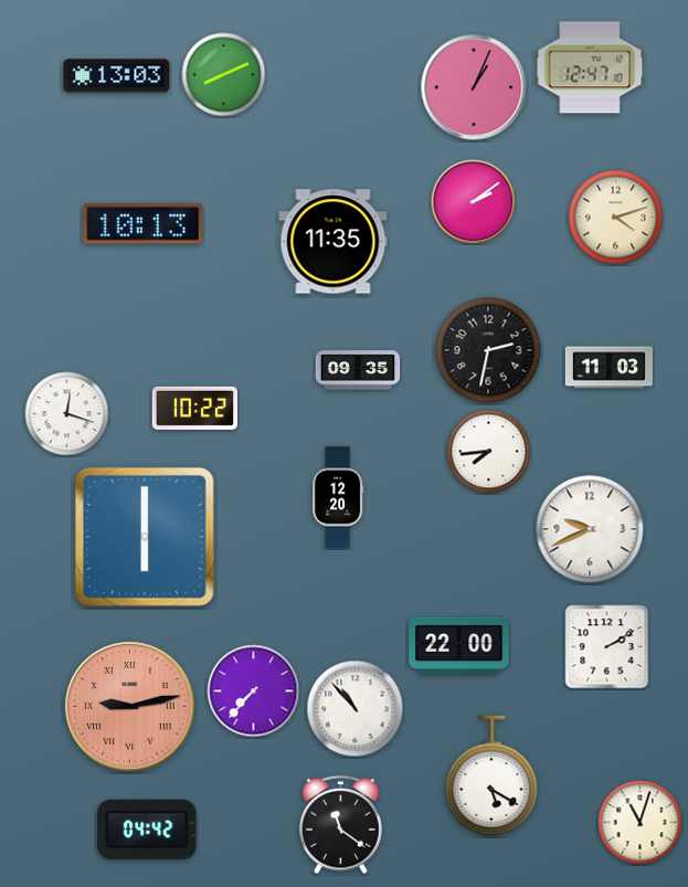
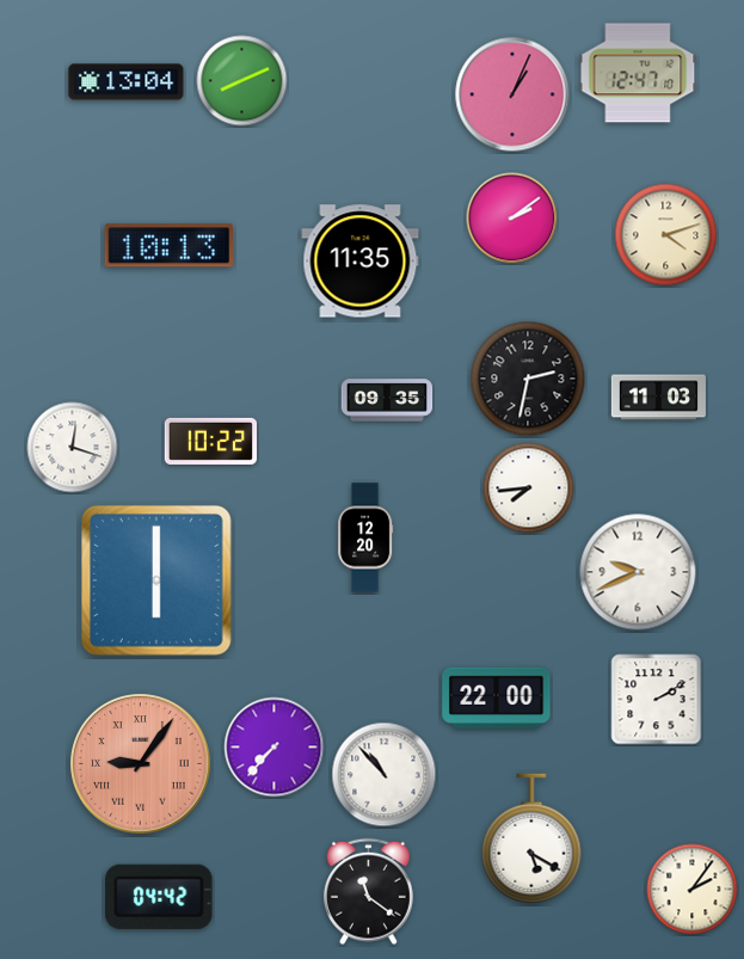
clock at (117, 76): 13:03 -> 13:04
clock at (142, 224) position: (142, 224) -> (168, 246)
clock at (130, 707): 9:13 -> 9:06
clock at (356, 709) position: (356, 709) -> (385, 775)
clock at (641, 823): 11:03 -> 2:06
